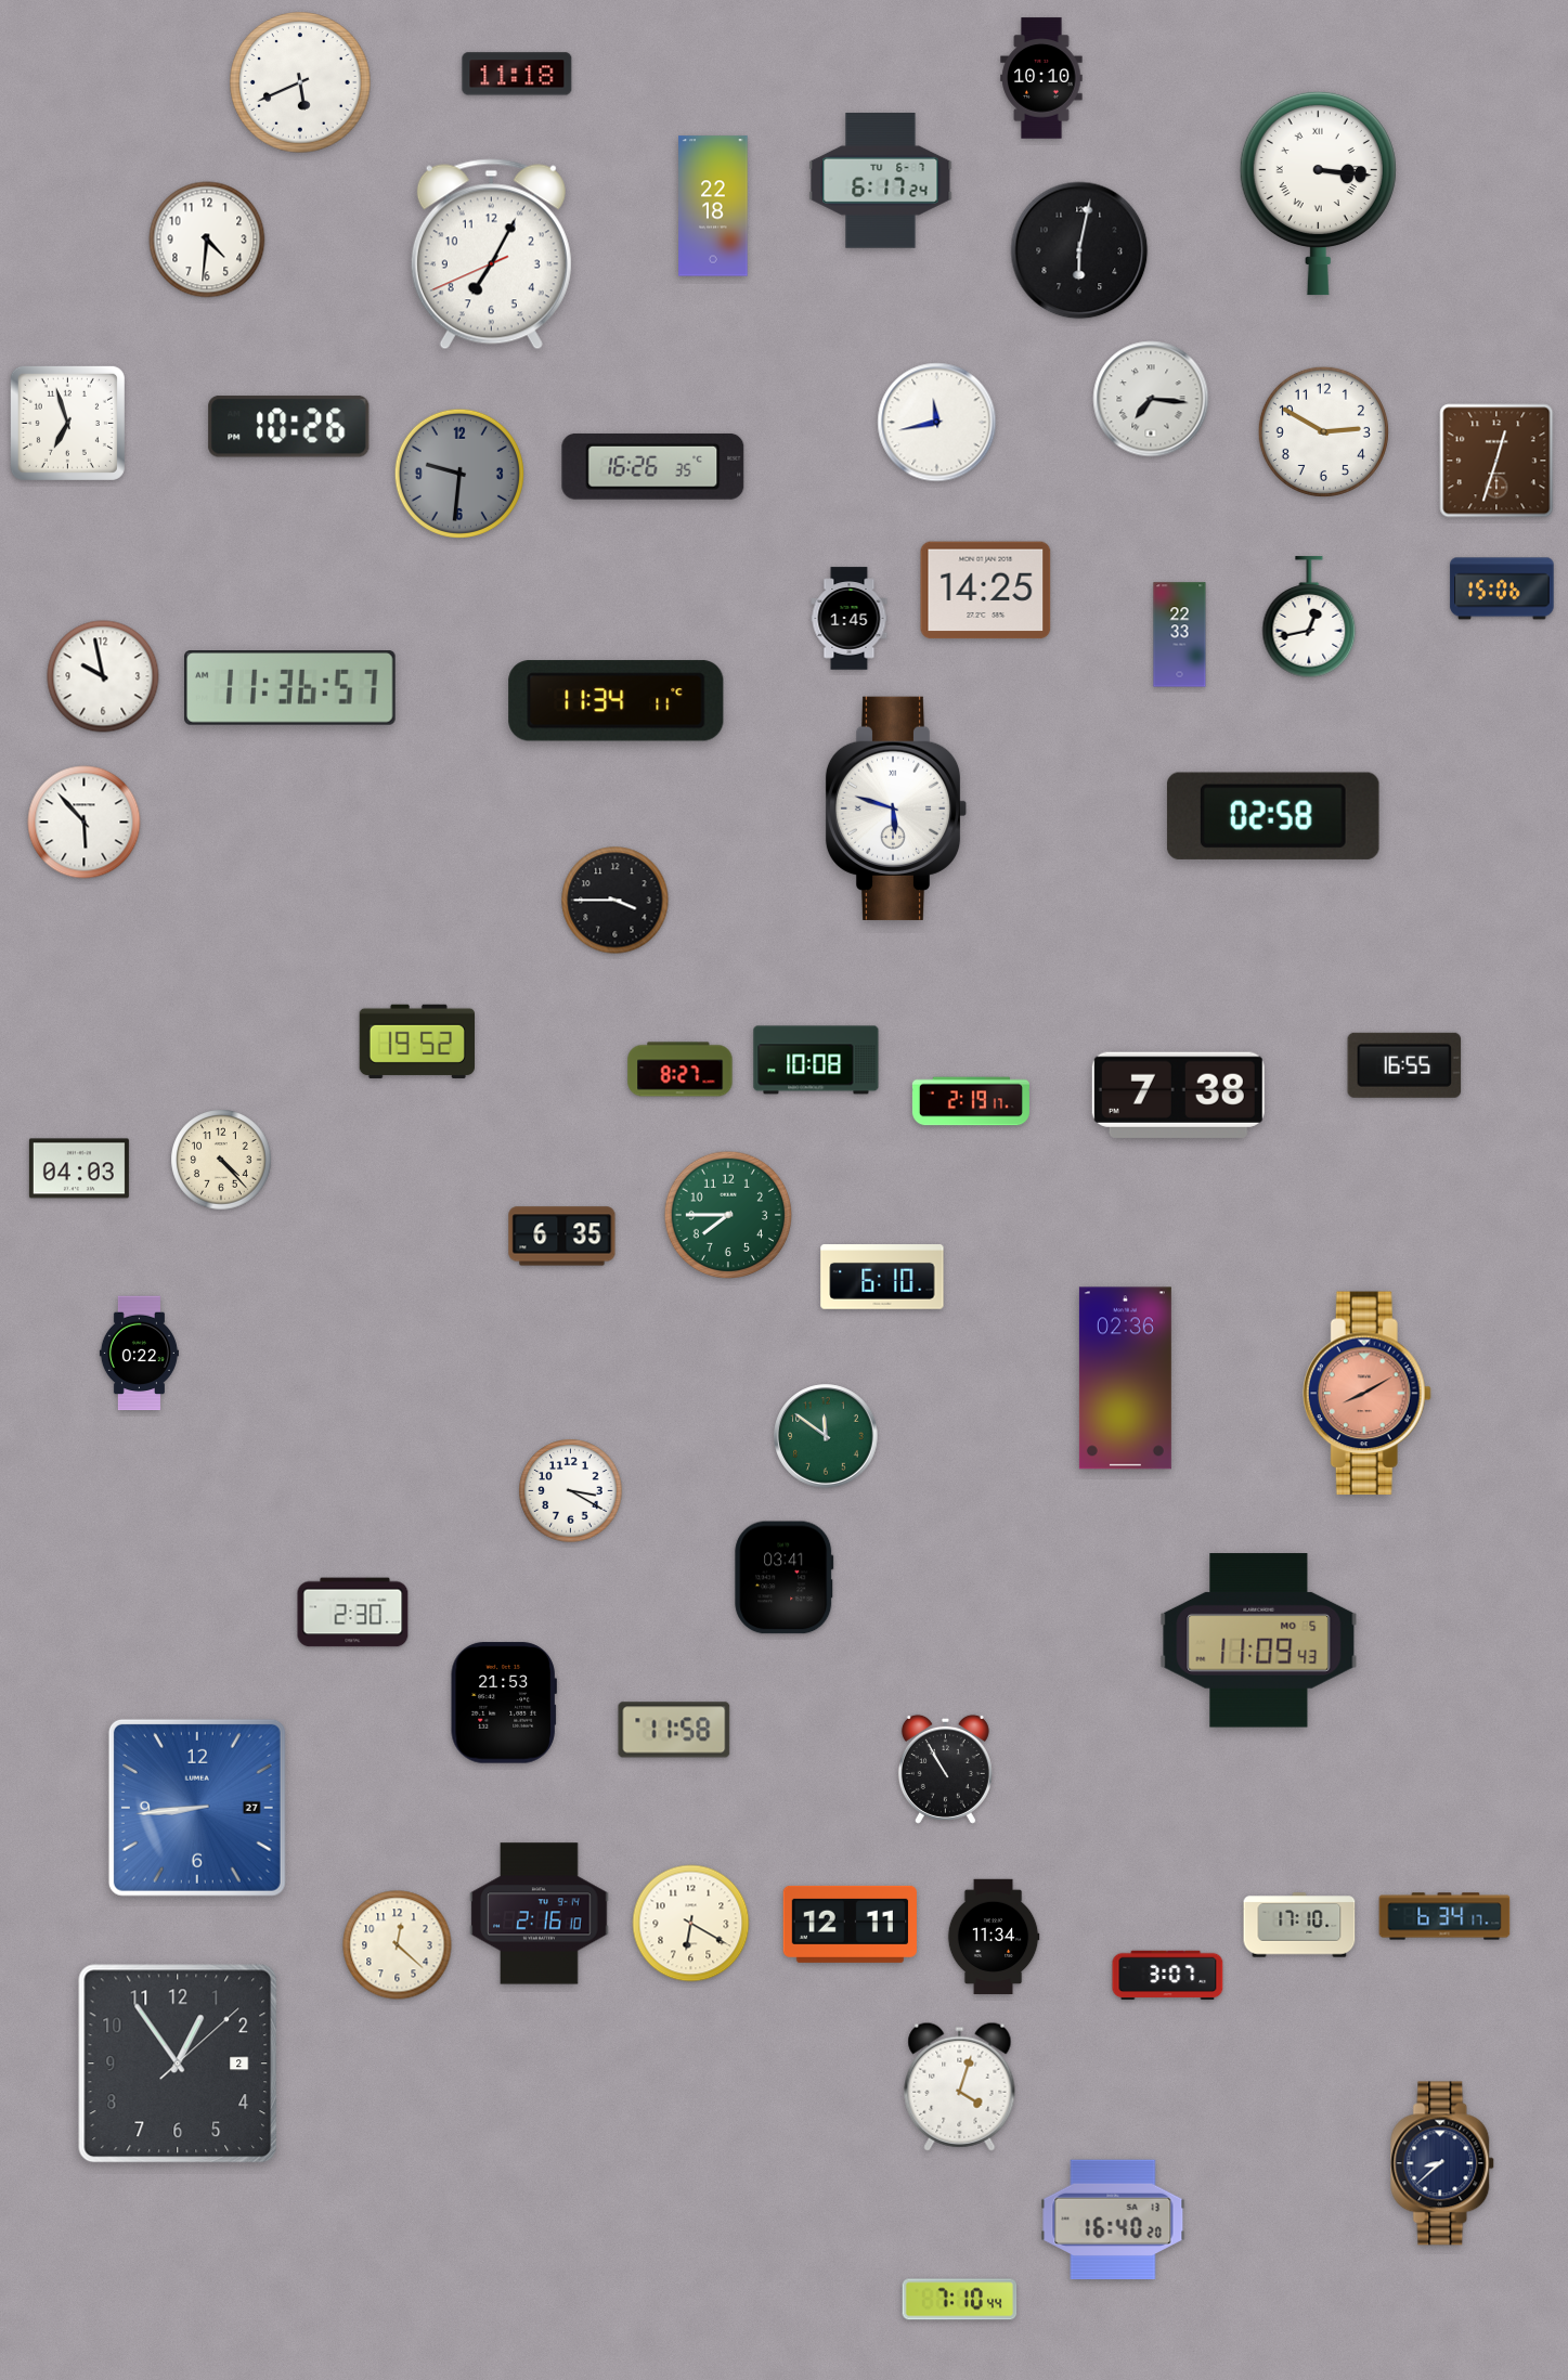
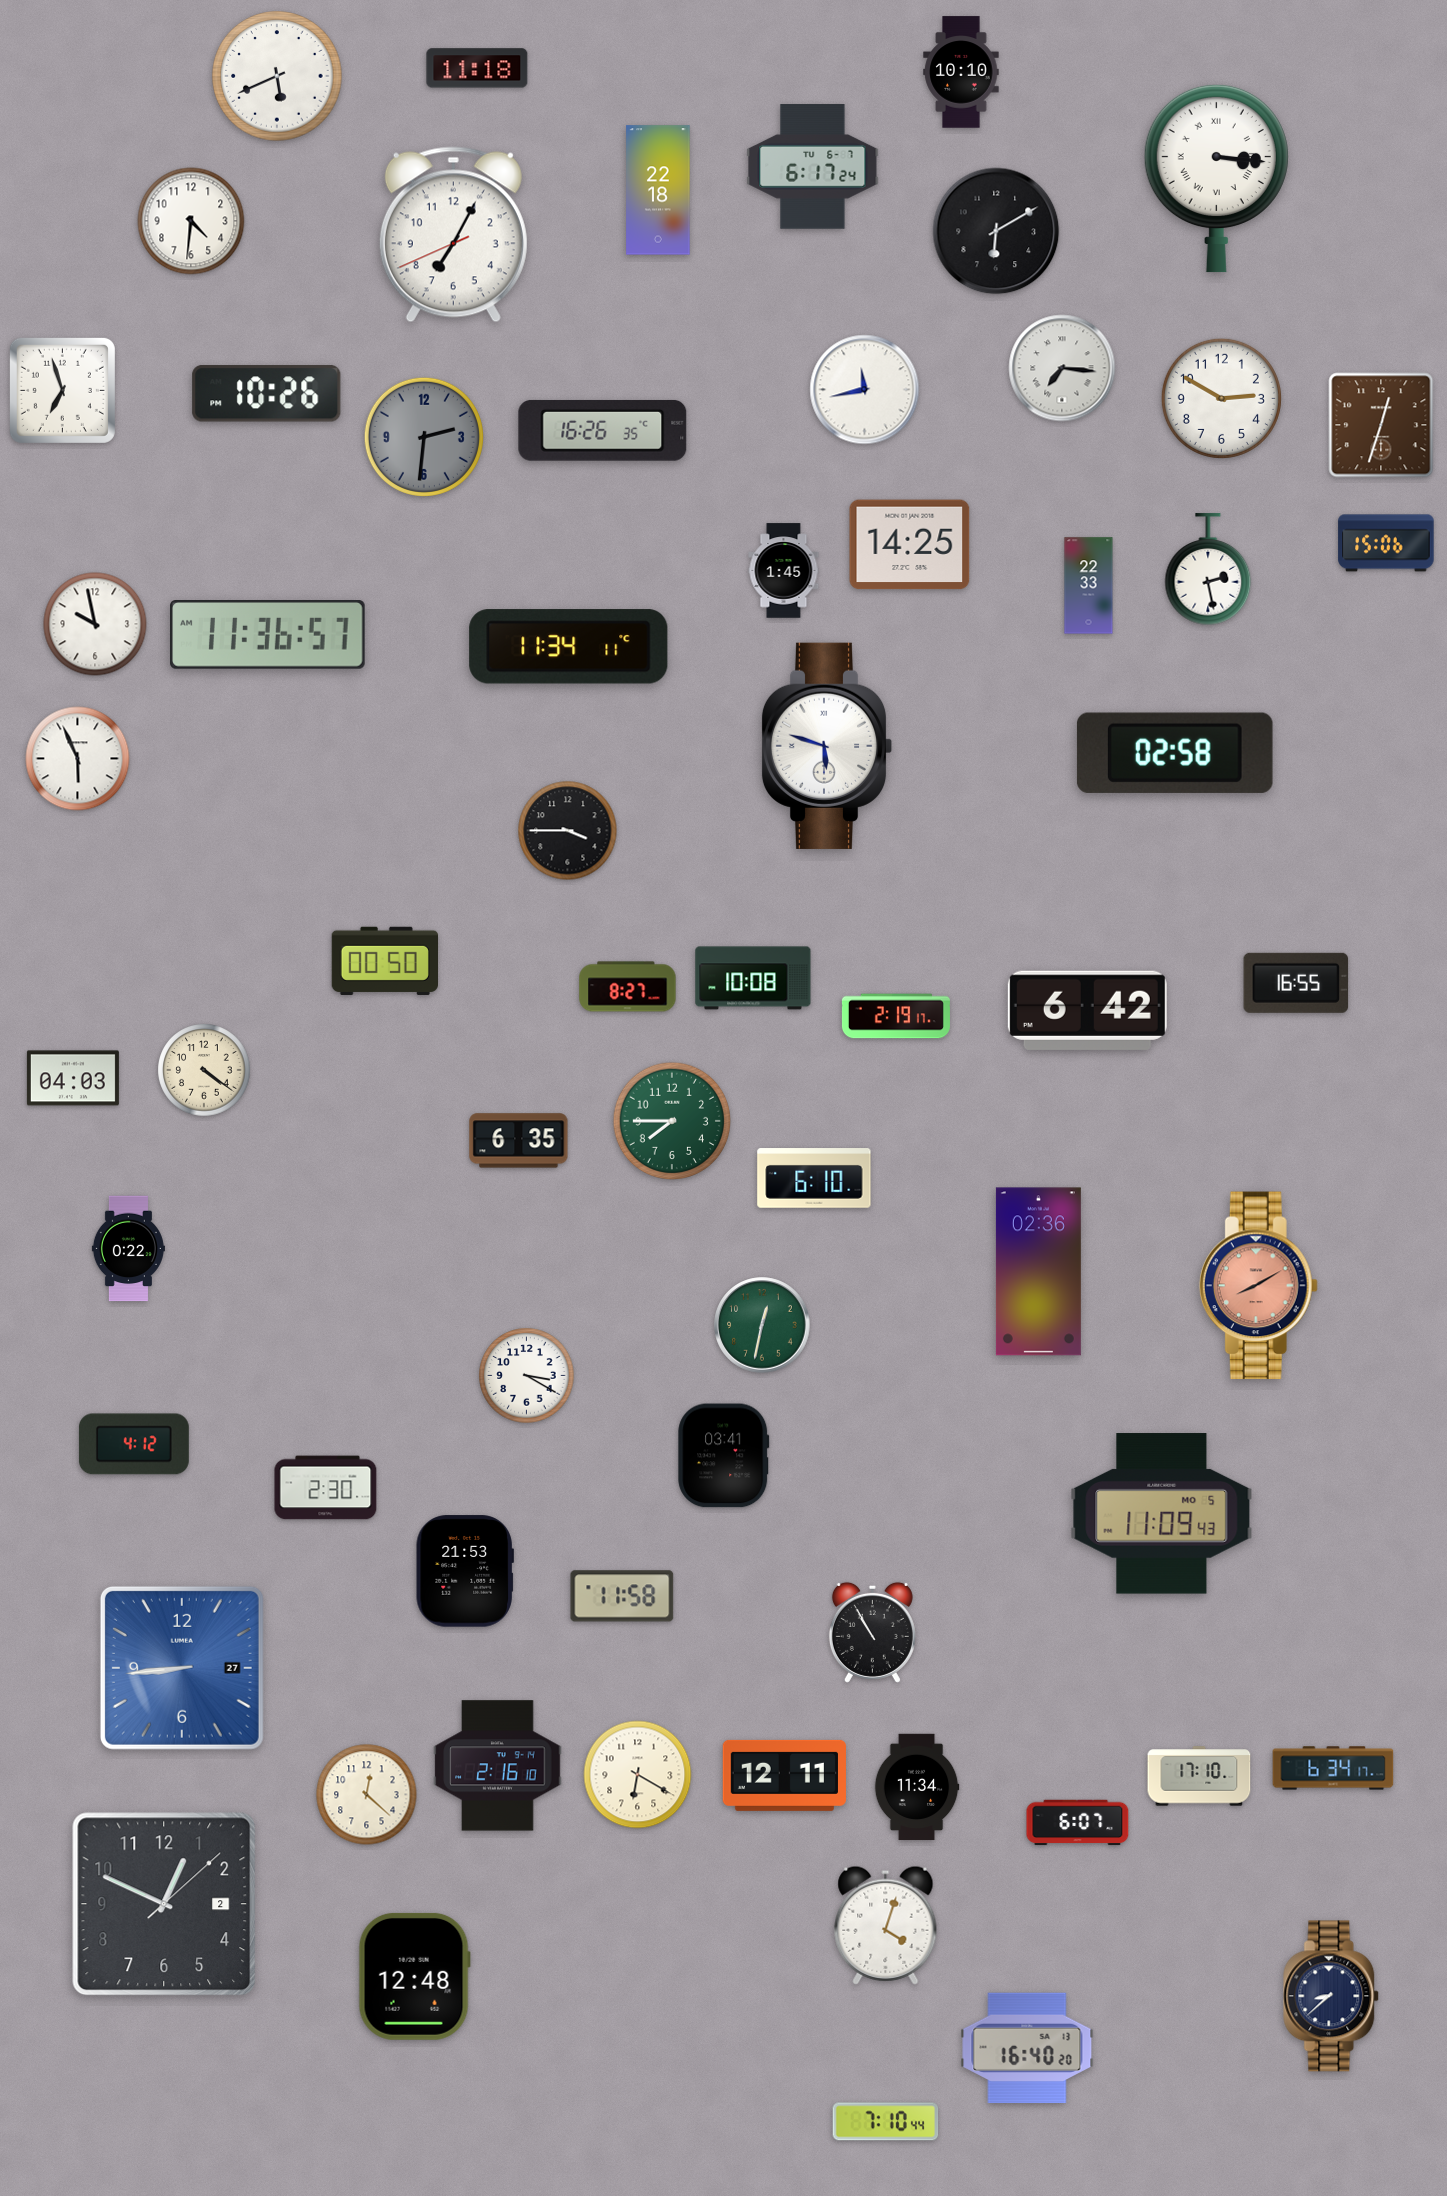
clock at (1079, 250): 6:02 -> 6:10
clock at (459, 474): 9:31 -> 2:31
clock at (1309, 618): 12:43 -> 2:28
clock at (85, 823): 5:53 -> 5:56
clock at (416, 1042): 19:52 -> 00:50
clock at (1178, 1095): 7:38 -> 6:42
clock at (221, 1160): 4:23 -> 4:21
clock at (1366, 1394) position: (1366, 1394) -> (1258, 1286)
clock at (826, 1436): 11:51 -> 12:32
clock at (134, 1444): none -> 4:12
clock at (1168, 1976): 3:07 -> 6:07
clock at (178, 2064): 12:54 -> 12:49
clock at (414, 1976): none -> 12:48
